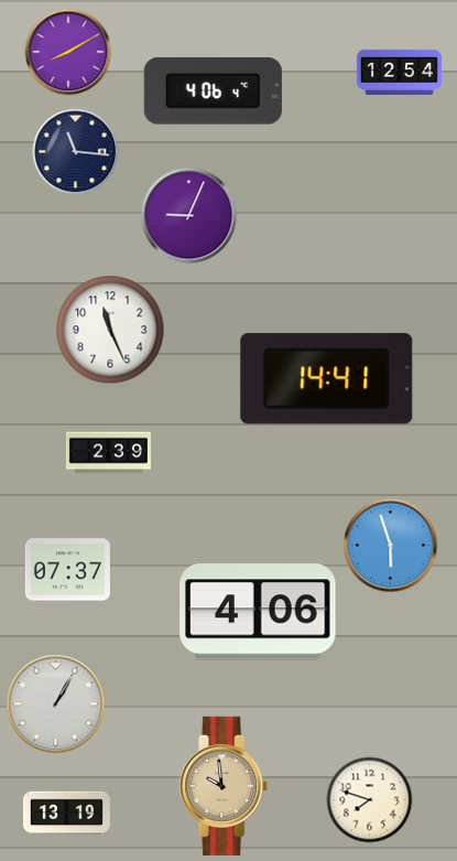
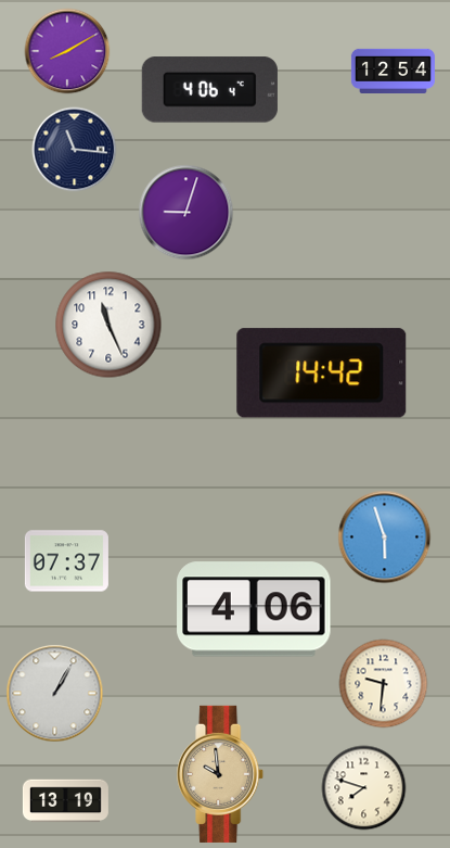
clock at (188, 215): 9:04 -> 9:03
clock at (327, 379): 14:41 -> 14:42
clock at (108, 453): 2:39 -> none
clock at (258, 612) position: (258, 612) -> (254, 609)
clock at (383, 683): none -> 9:31
